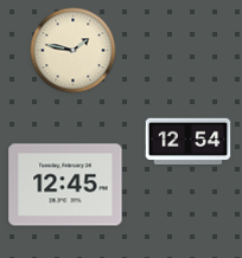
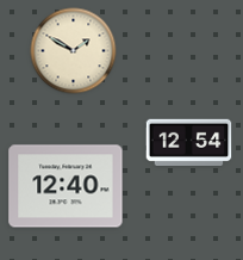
clock at (74, 51): 1:47 -> 1:50
clock at (65, 185): 12:45 -> 12:40
